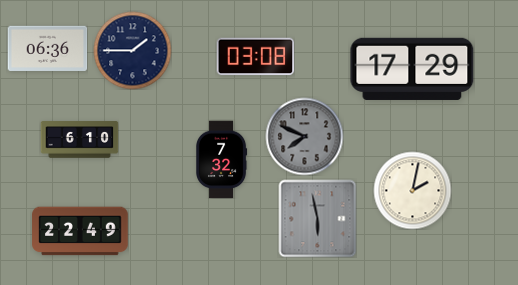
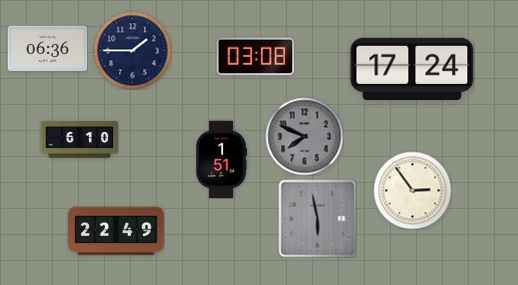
clock at (412, 69): 17:29 -> 17:24
clock at (222, 159): 7:32 -> 1:51
clock at (412, 190): 2:02 -> 2:54
clock at (80, 231) position: (80, 231) -> (116, 231)
